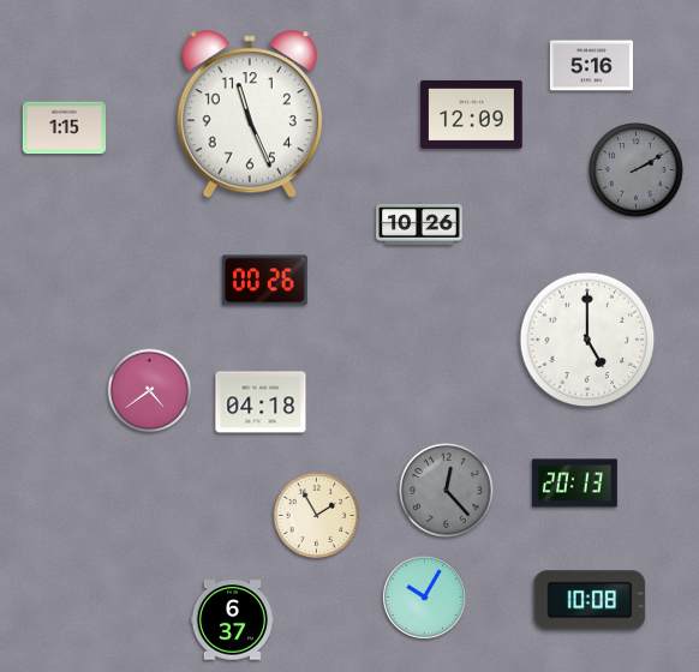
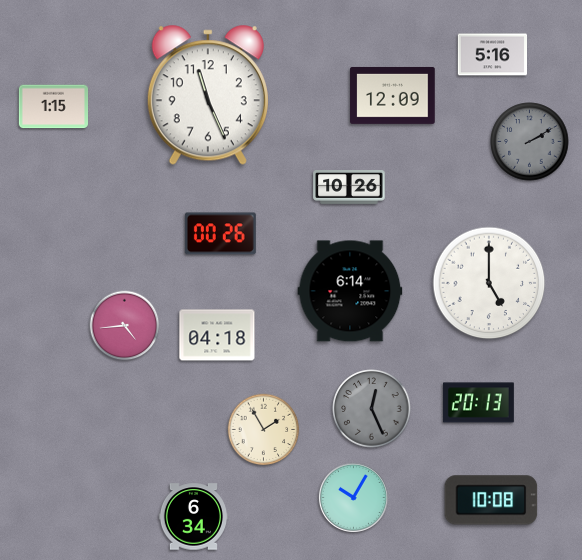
clock at (350, 291): none -> 6:14
clock at (150, 391): 4:39 -> 4:44
clock at (447, 491): 12:23 -> 12:26
clock at (232, 620): 6:37 -> 6:34
